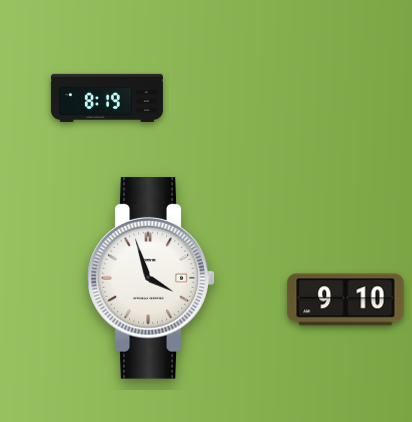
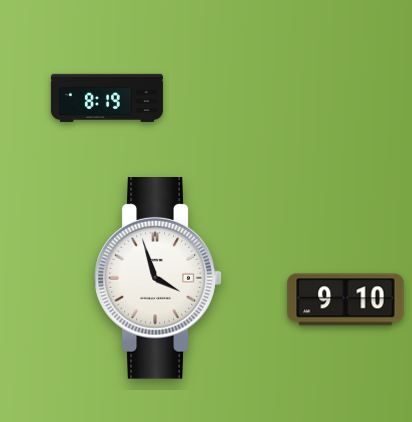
clock at (151, 279) position: (151, 279) -> (158, 279)
